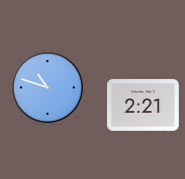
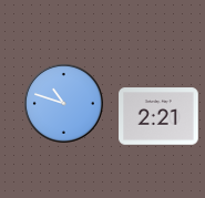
clock at (48, 88) position: (48, 88) -> (64, 104)
